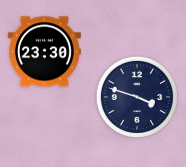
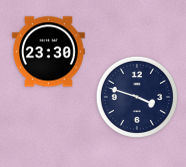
clock at (45, 52) position: (45, 52) -> (49, 52)
